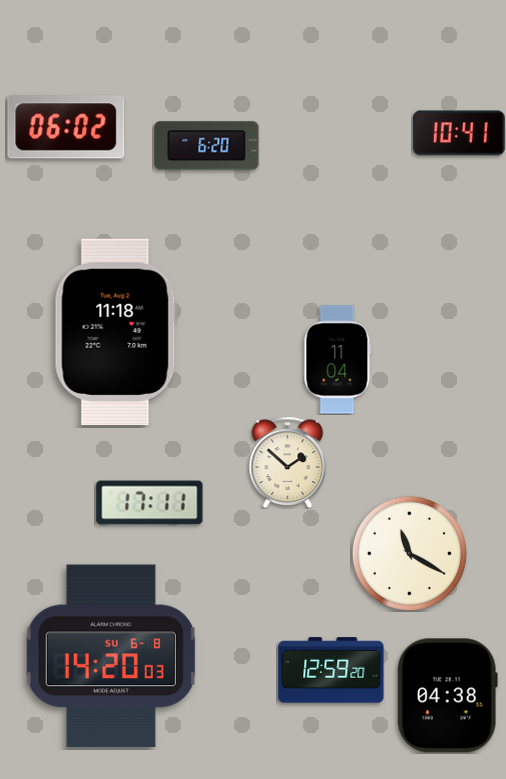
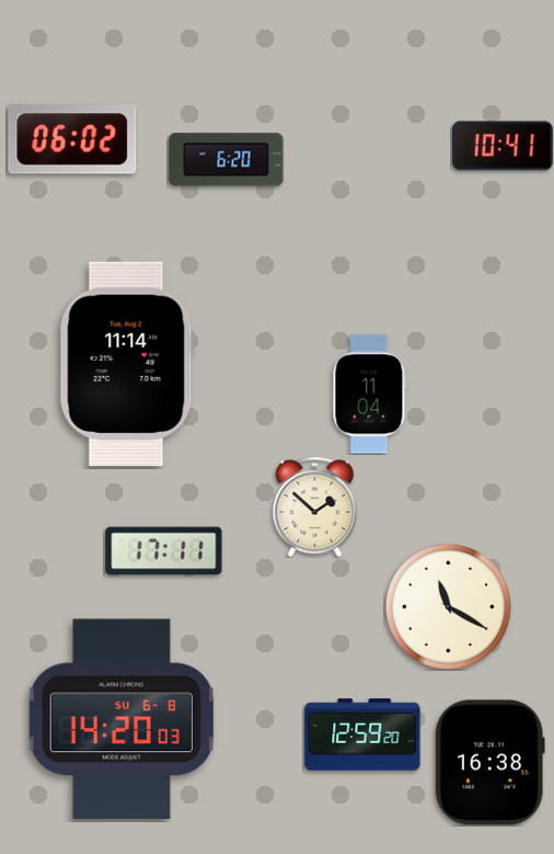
clock at (116, 332): 11:18 -> 11:14
clock at (447, 696): 04:38 -> 16:38
